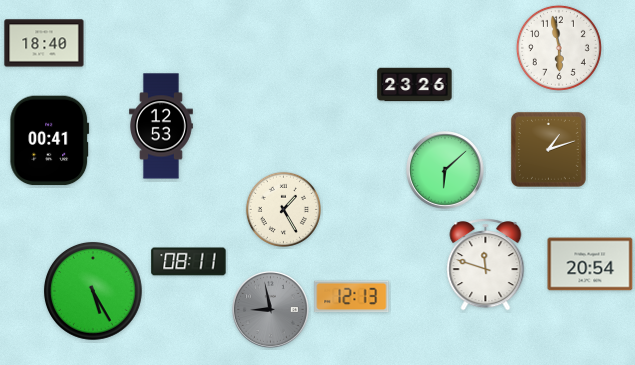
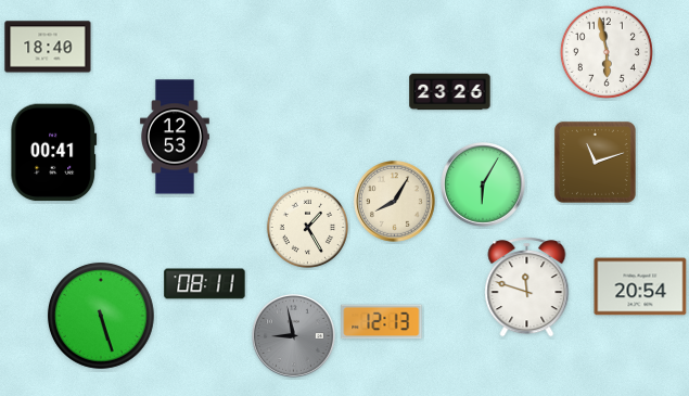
clock at (548, 149): 1:12 -> 11:12
clock at (446, 171): 6:08 -> 6:05
clock at (395, 202): none -> 8:05
clock at (93, 291): 5:25 -> 5:27
